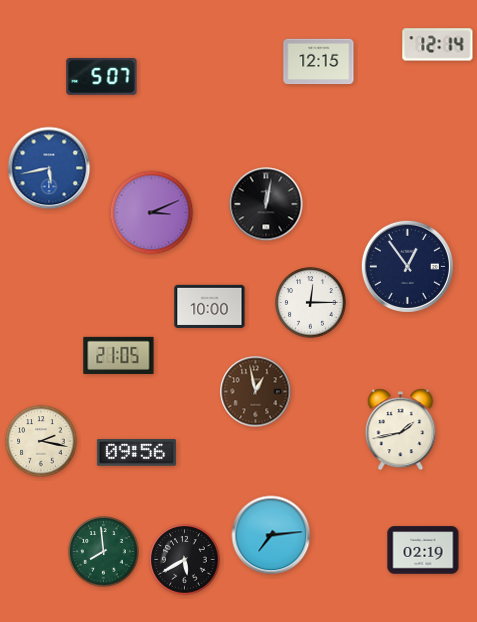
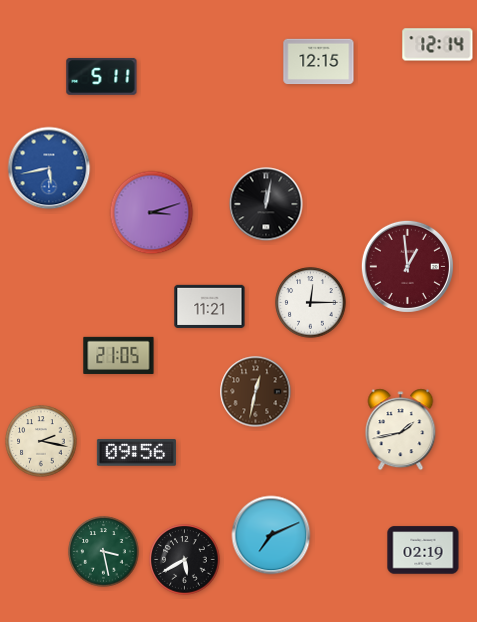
clock at (102, 76): 5:07 -> 5:11
clock at (152, 213): 3:11 -> 3:12
clock at (407, 266): 12:54 -> 12:59
clock at (407, 266) dial: navy -> burgundy
clock at (210, 306): 10:00 -> 11:21
clock at (256, 392): 12:58 -> 12:32
clock at (271, 535): 7:14 -> 7:11
clock at (104, 552): 7:59 -> 3:28
